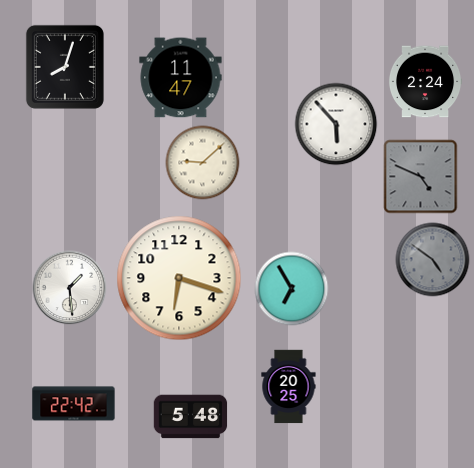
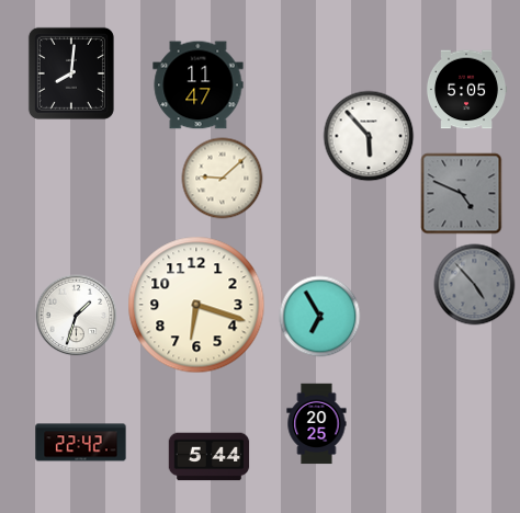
clock at (65, 67): 8:03 -> 8:01
clock at (425, 82): 2:24 -> 5:05
clock at (433, 260): 4:51 -> 4:53
clock at (70, 288): 1:29 -> 1:33
clock at (191, 417): 5:48 -> 5:44
